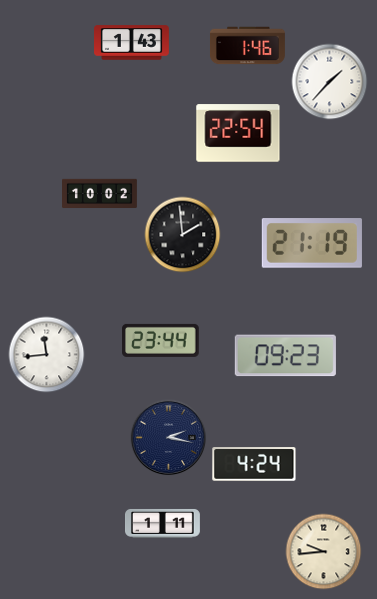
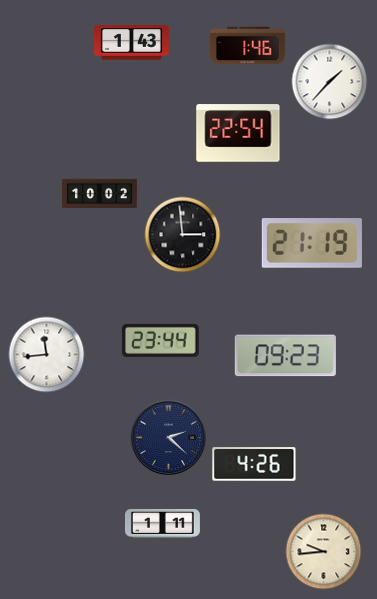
clock at (183, 235): 1:59 -> 2:59
clock at (169, 438): 2:17 -> 2:22
clock at (254, 464): 4:24 -> 4:26
